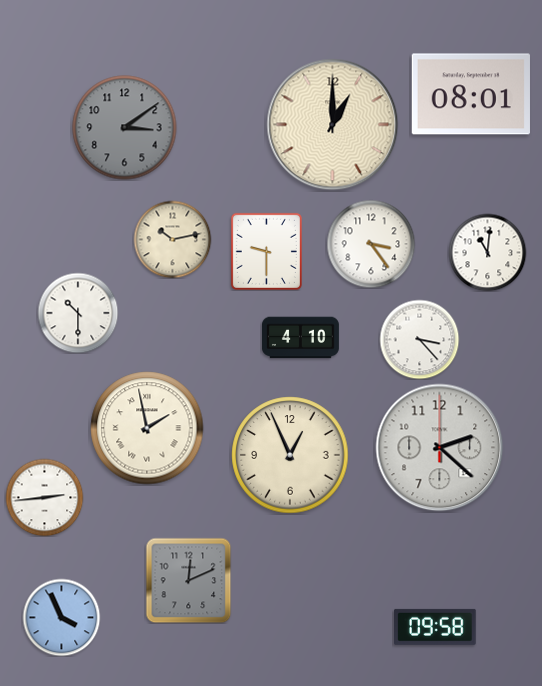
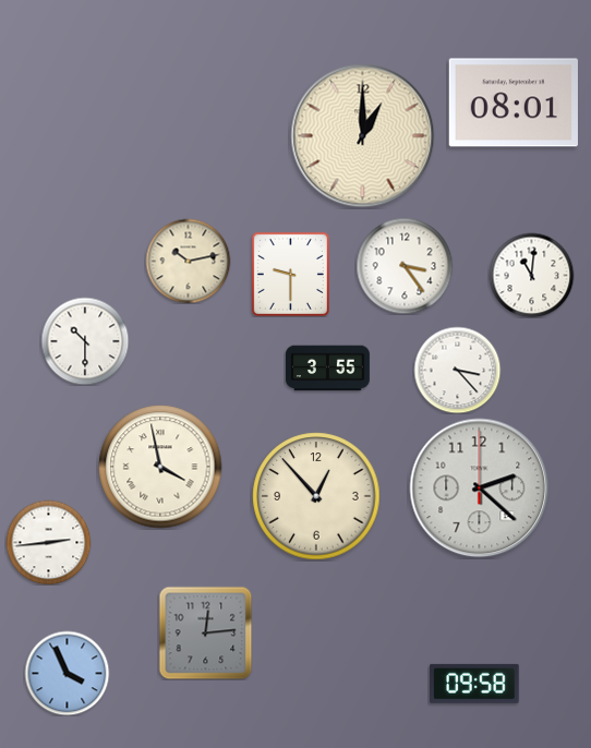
clock at (125, 128): 3:09 -> none
clock at (300, 338): 4:10 -> 3:55
clock at (147, 428): 1:58 -> 3:58
clock at (290, 455): 12:56 -> 12:53
clock at (188, 580): 12:11 -> 12:14
